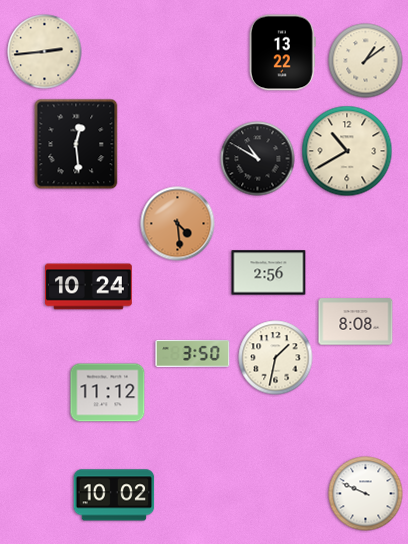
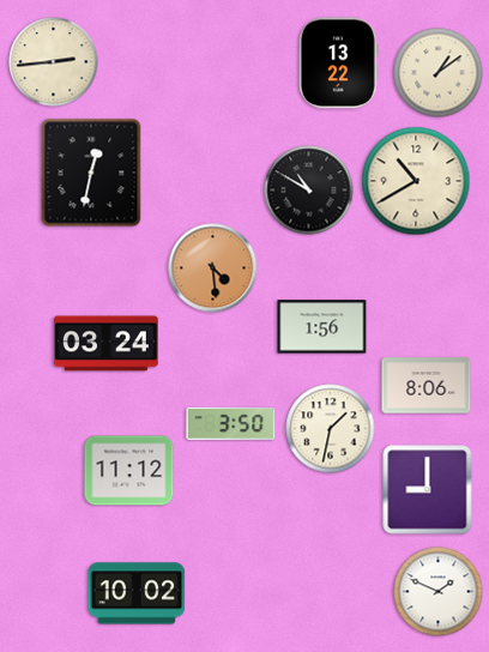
clock at (76, 144): 12:29 -> 12:32
clock at (269, 273): 2:56 -> 1:56
clock at (89, 287): 10:24 -> 03:24
clock at (356, 322): 8:08 -> 8:06
clock at (428, 490): none -> 9:00
clock at (366, 494): 9:49 -> 1:49
